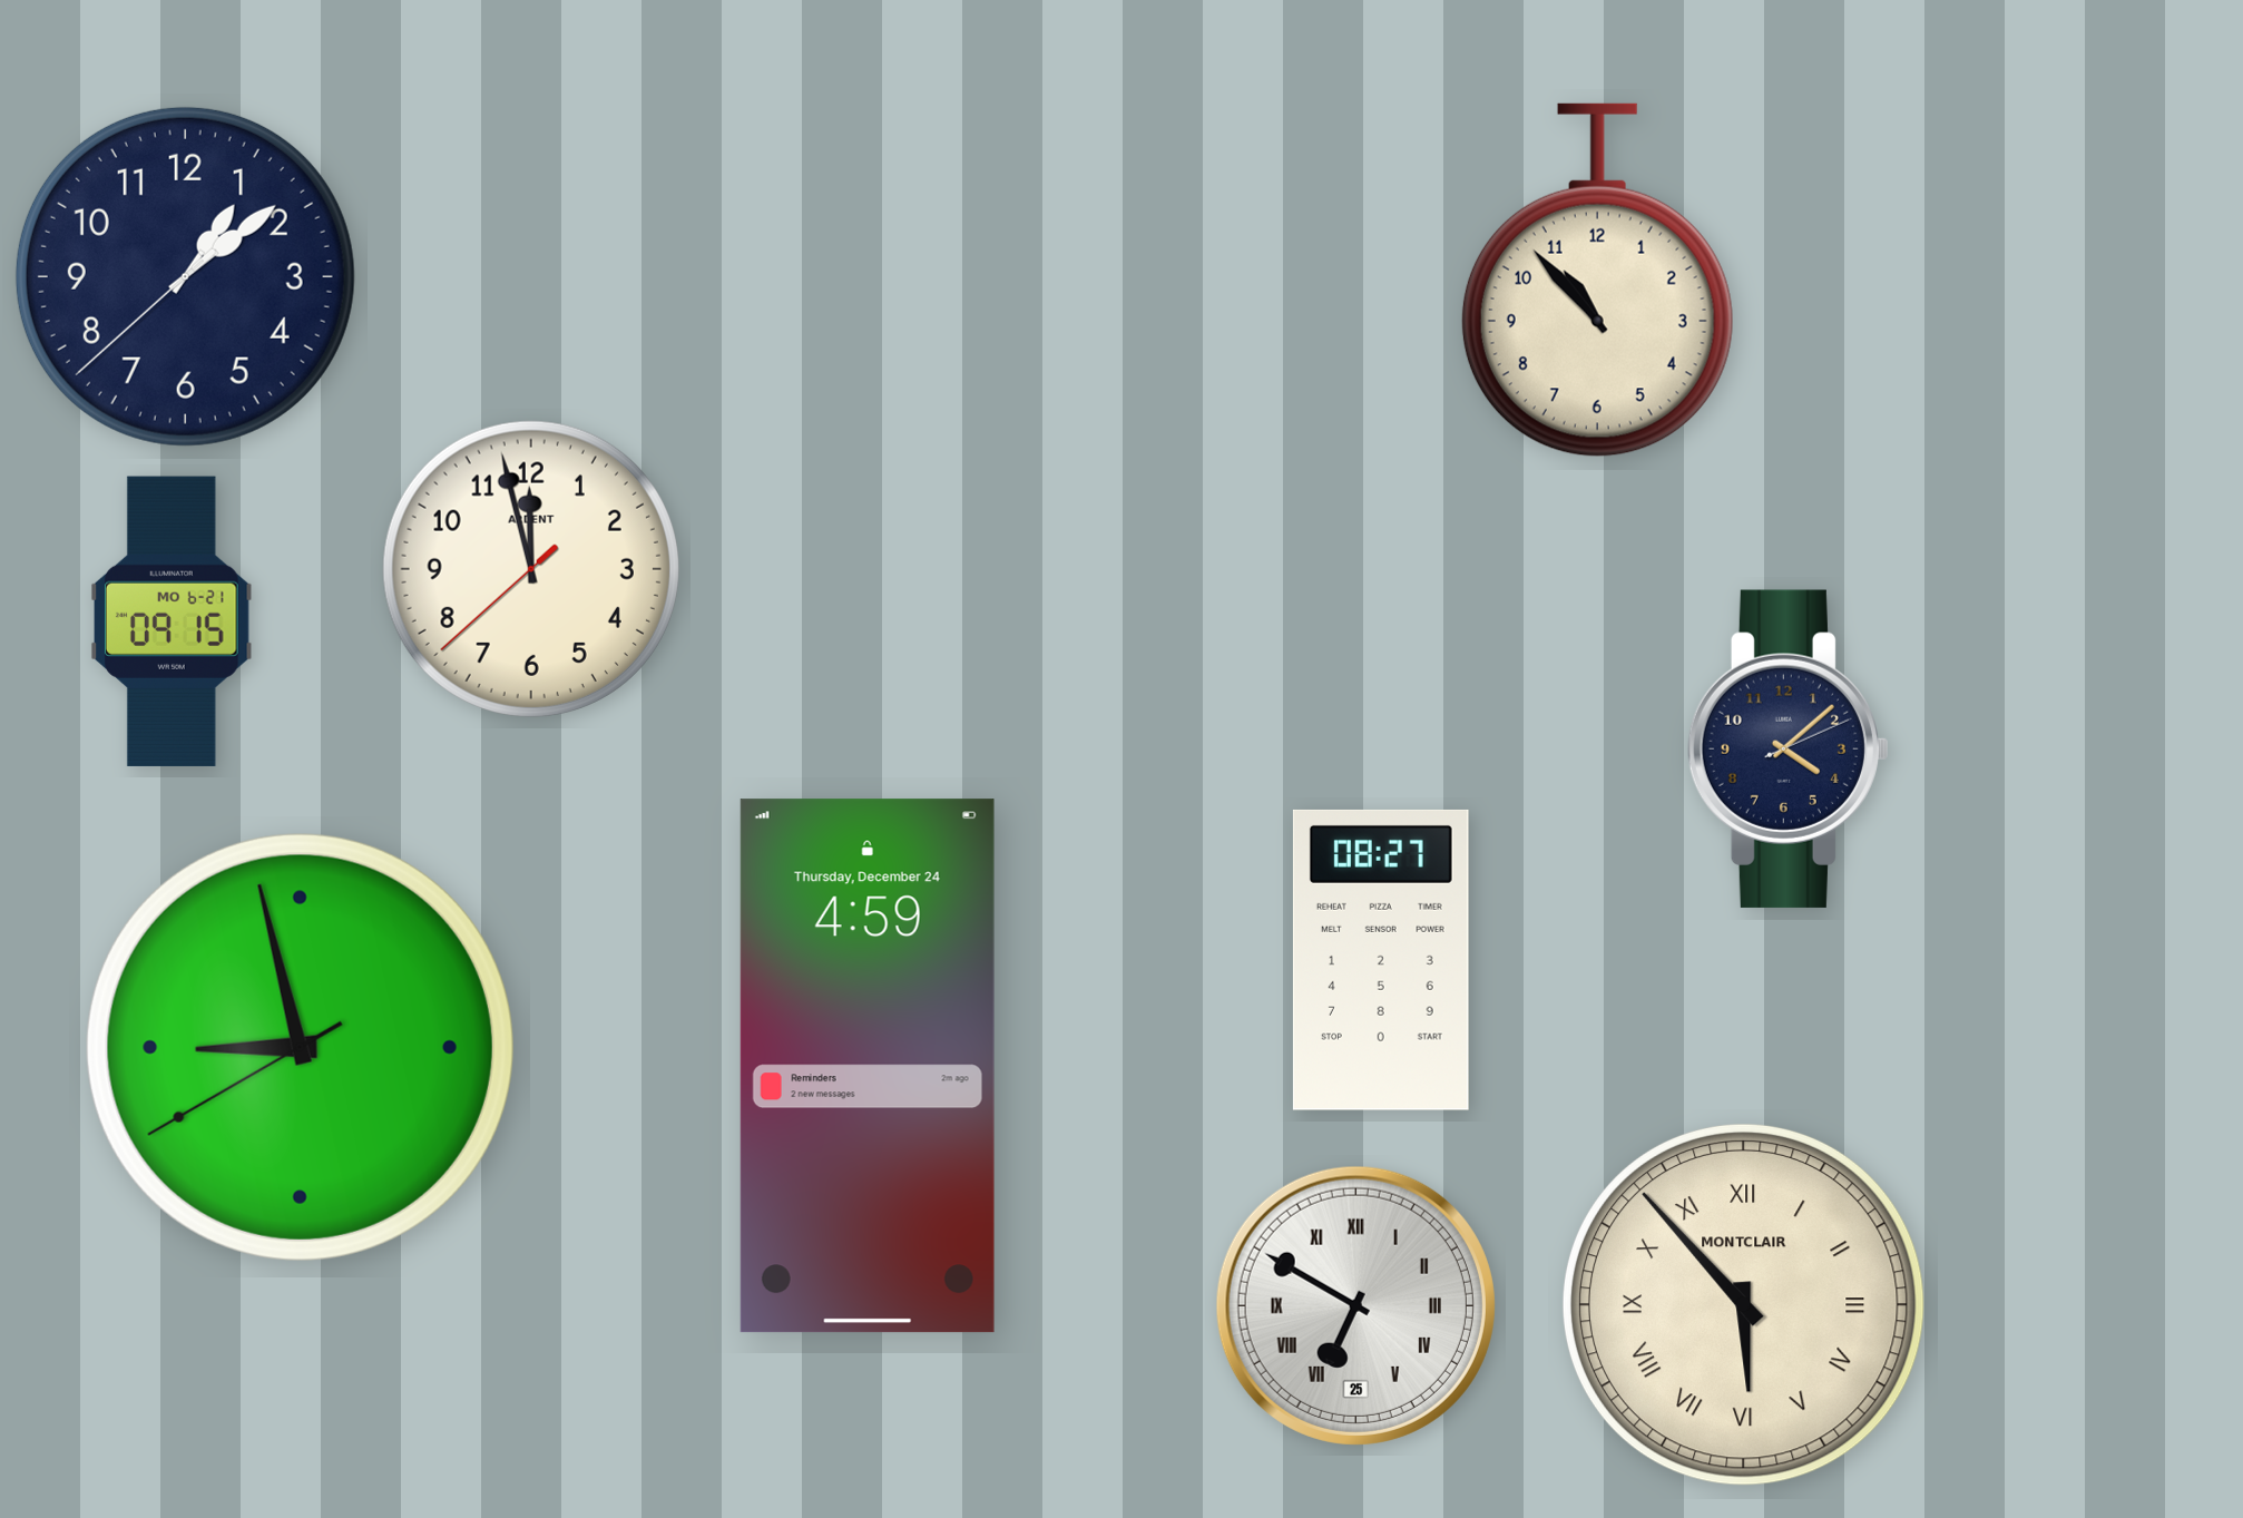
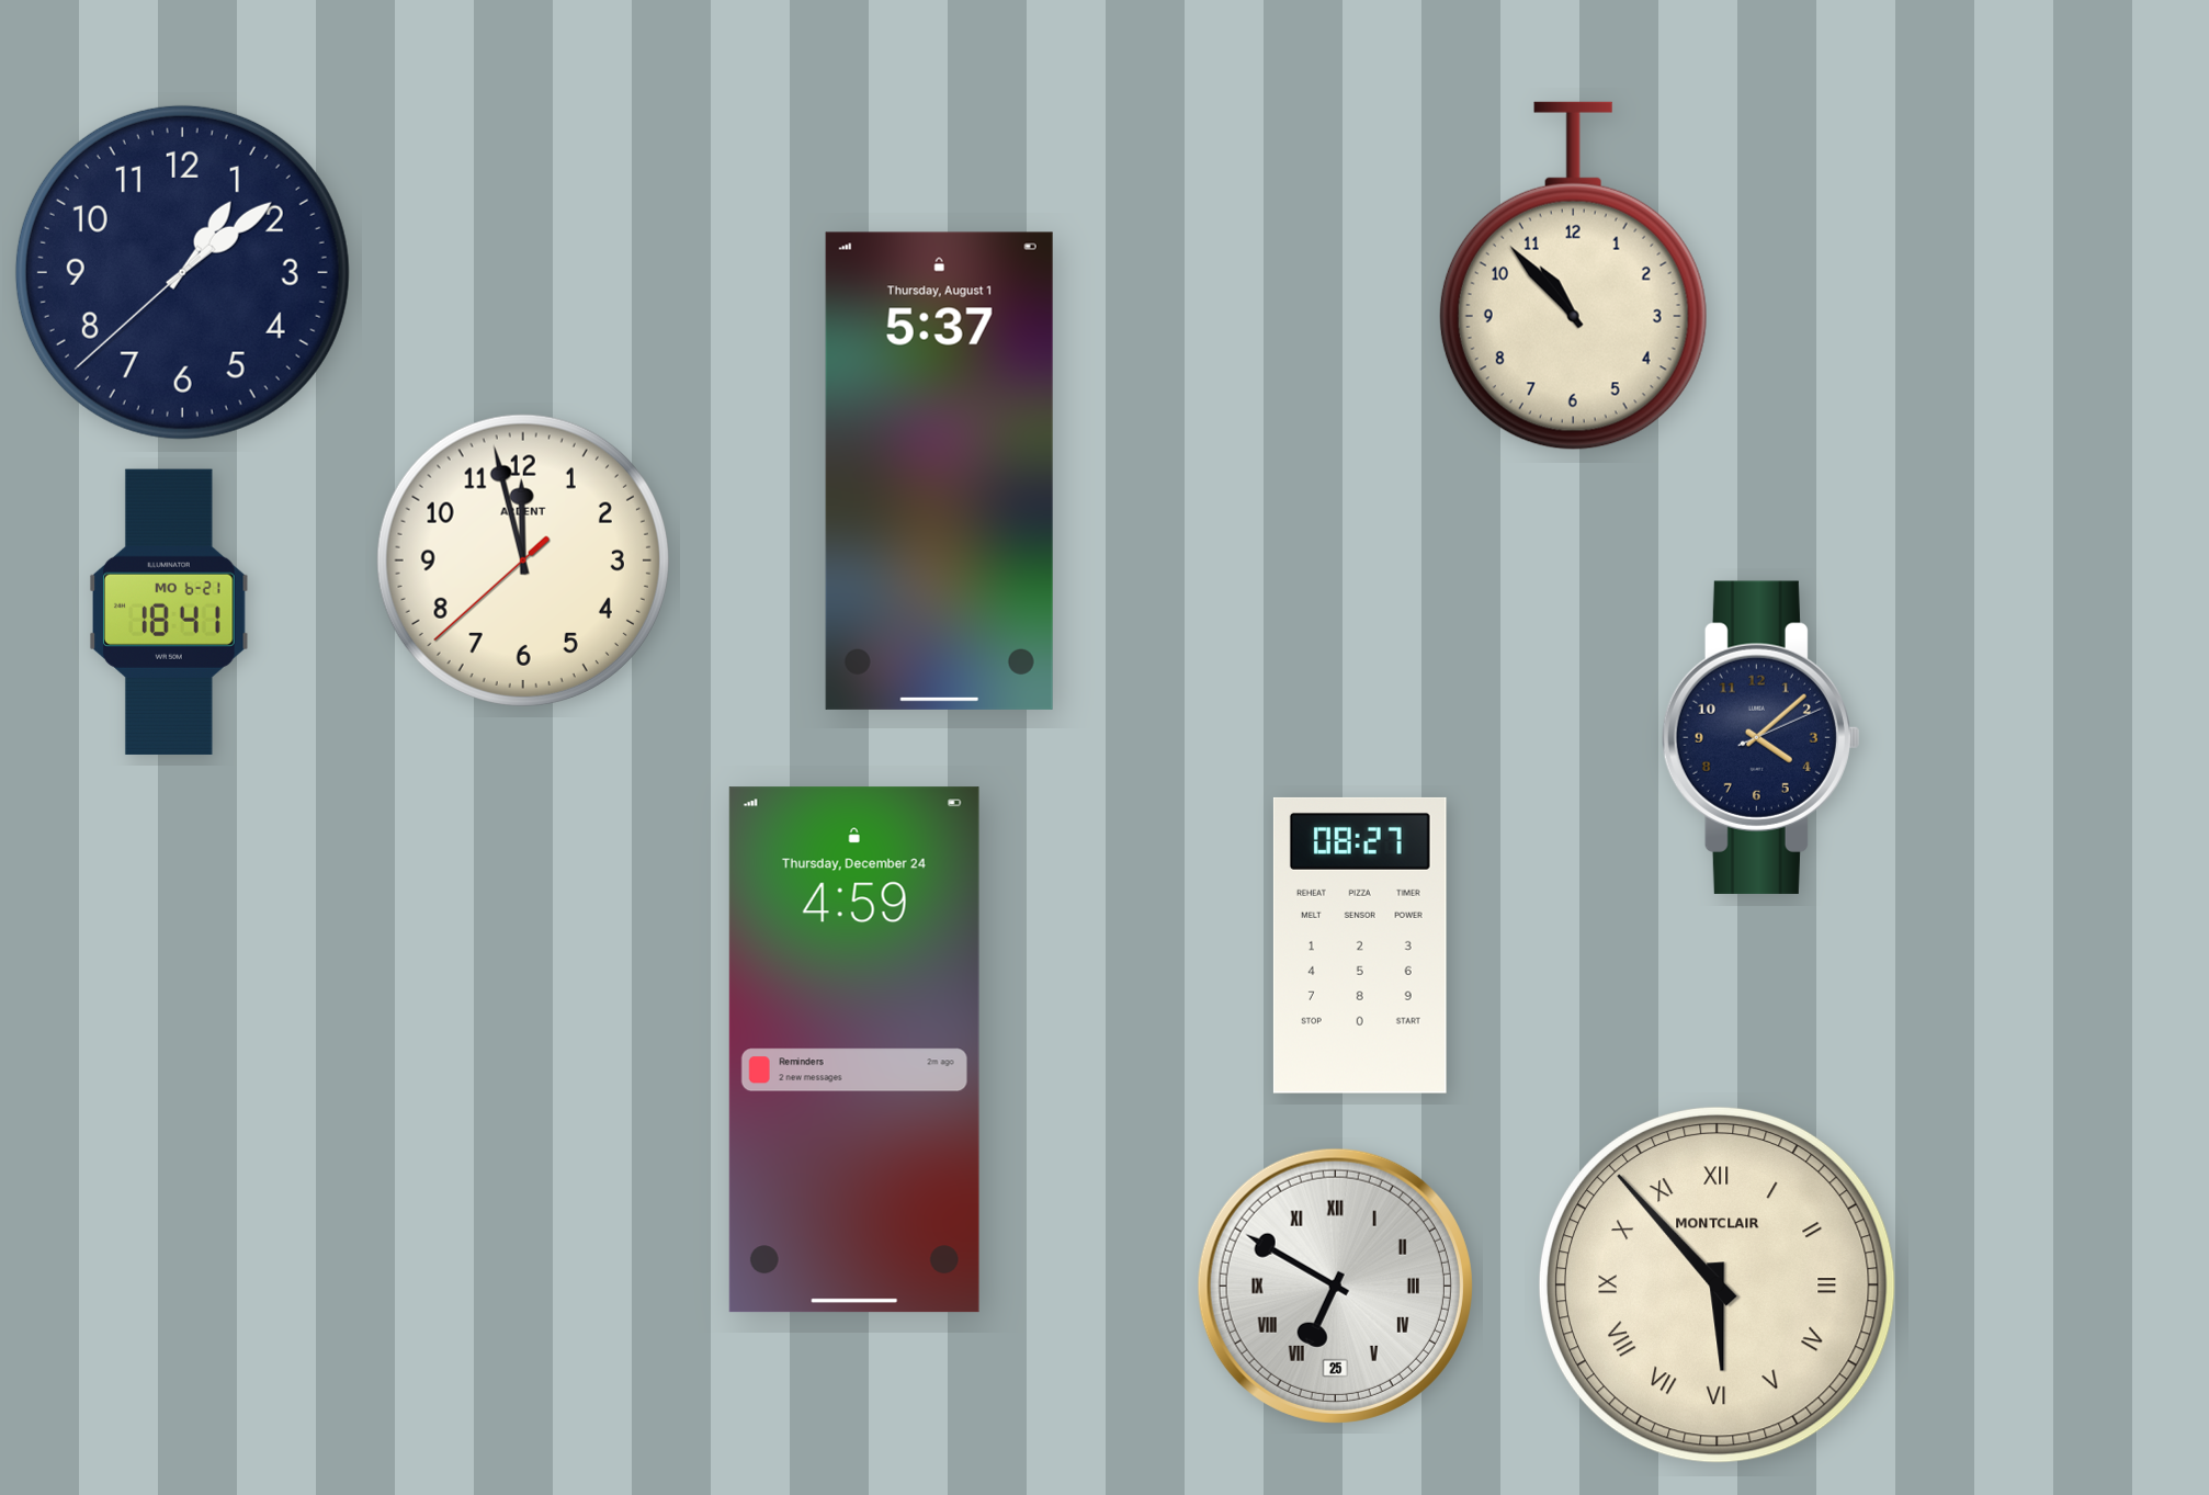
clock at (939, 471): none -> 5:37
clock at (173, 621): 09:15 -> 18:41
clock at (300, 1047): 8:57 -> none
